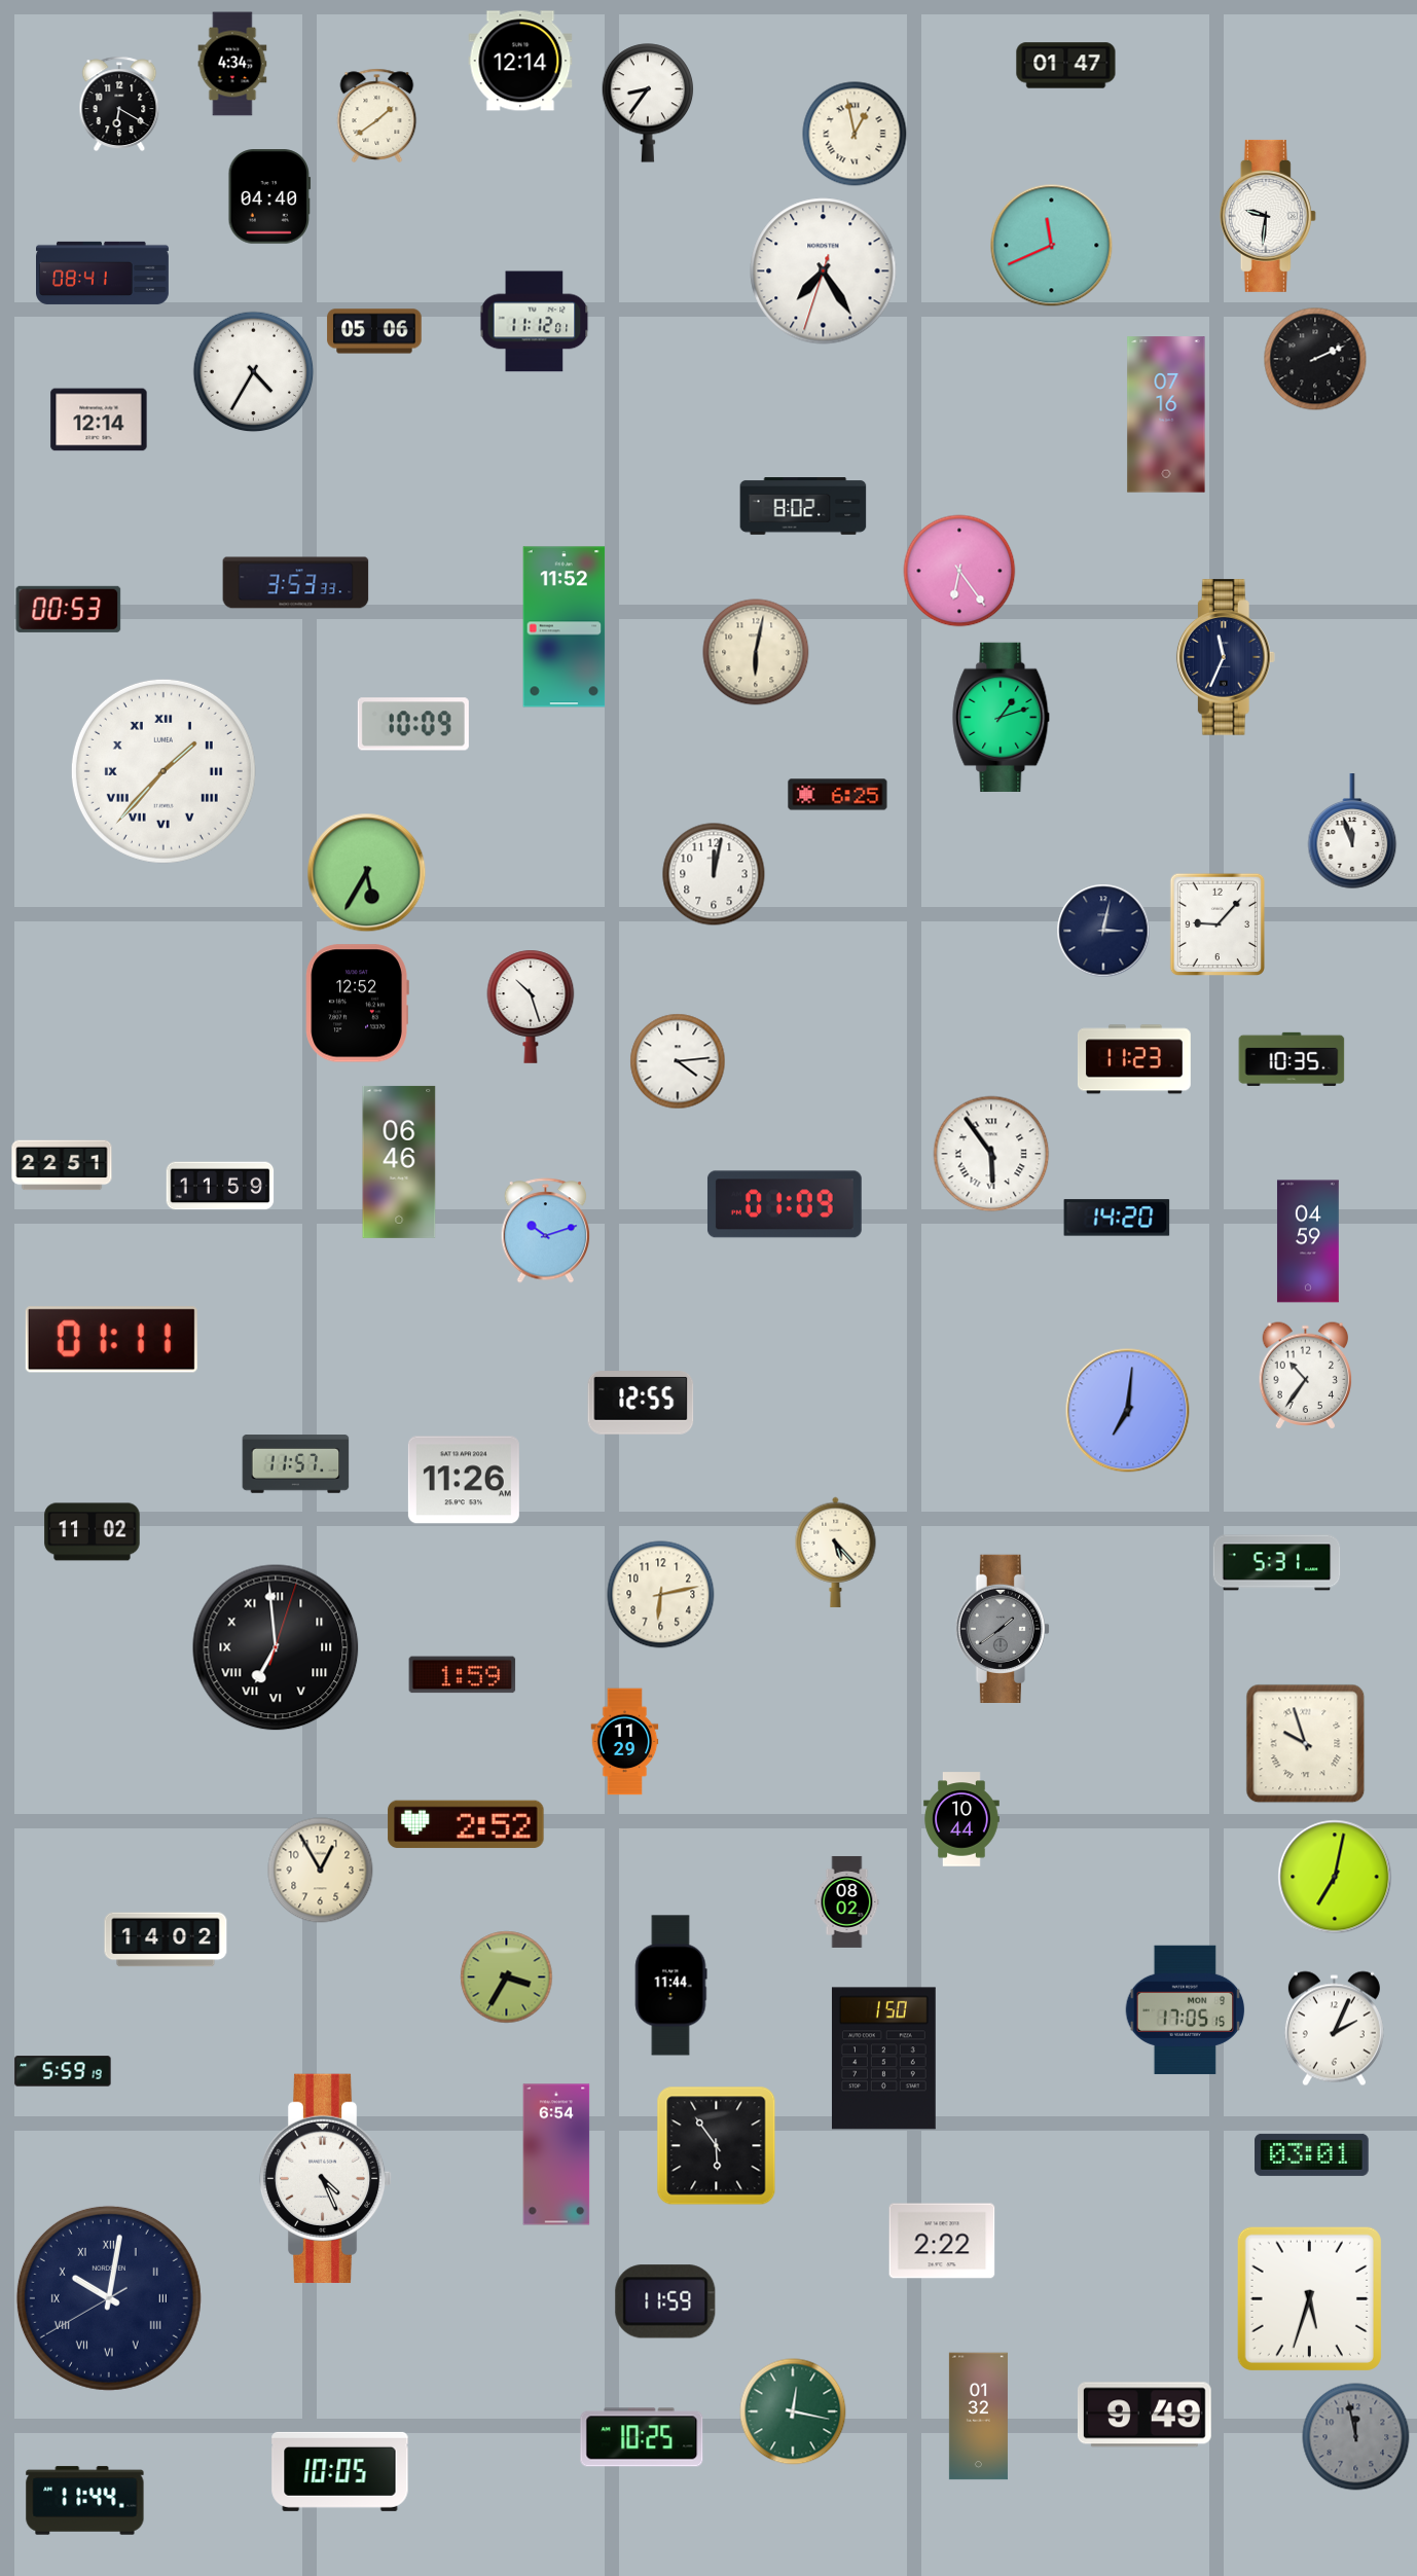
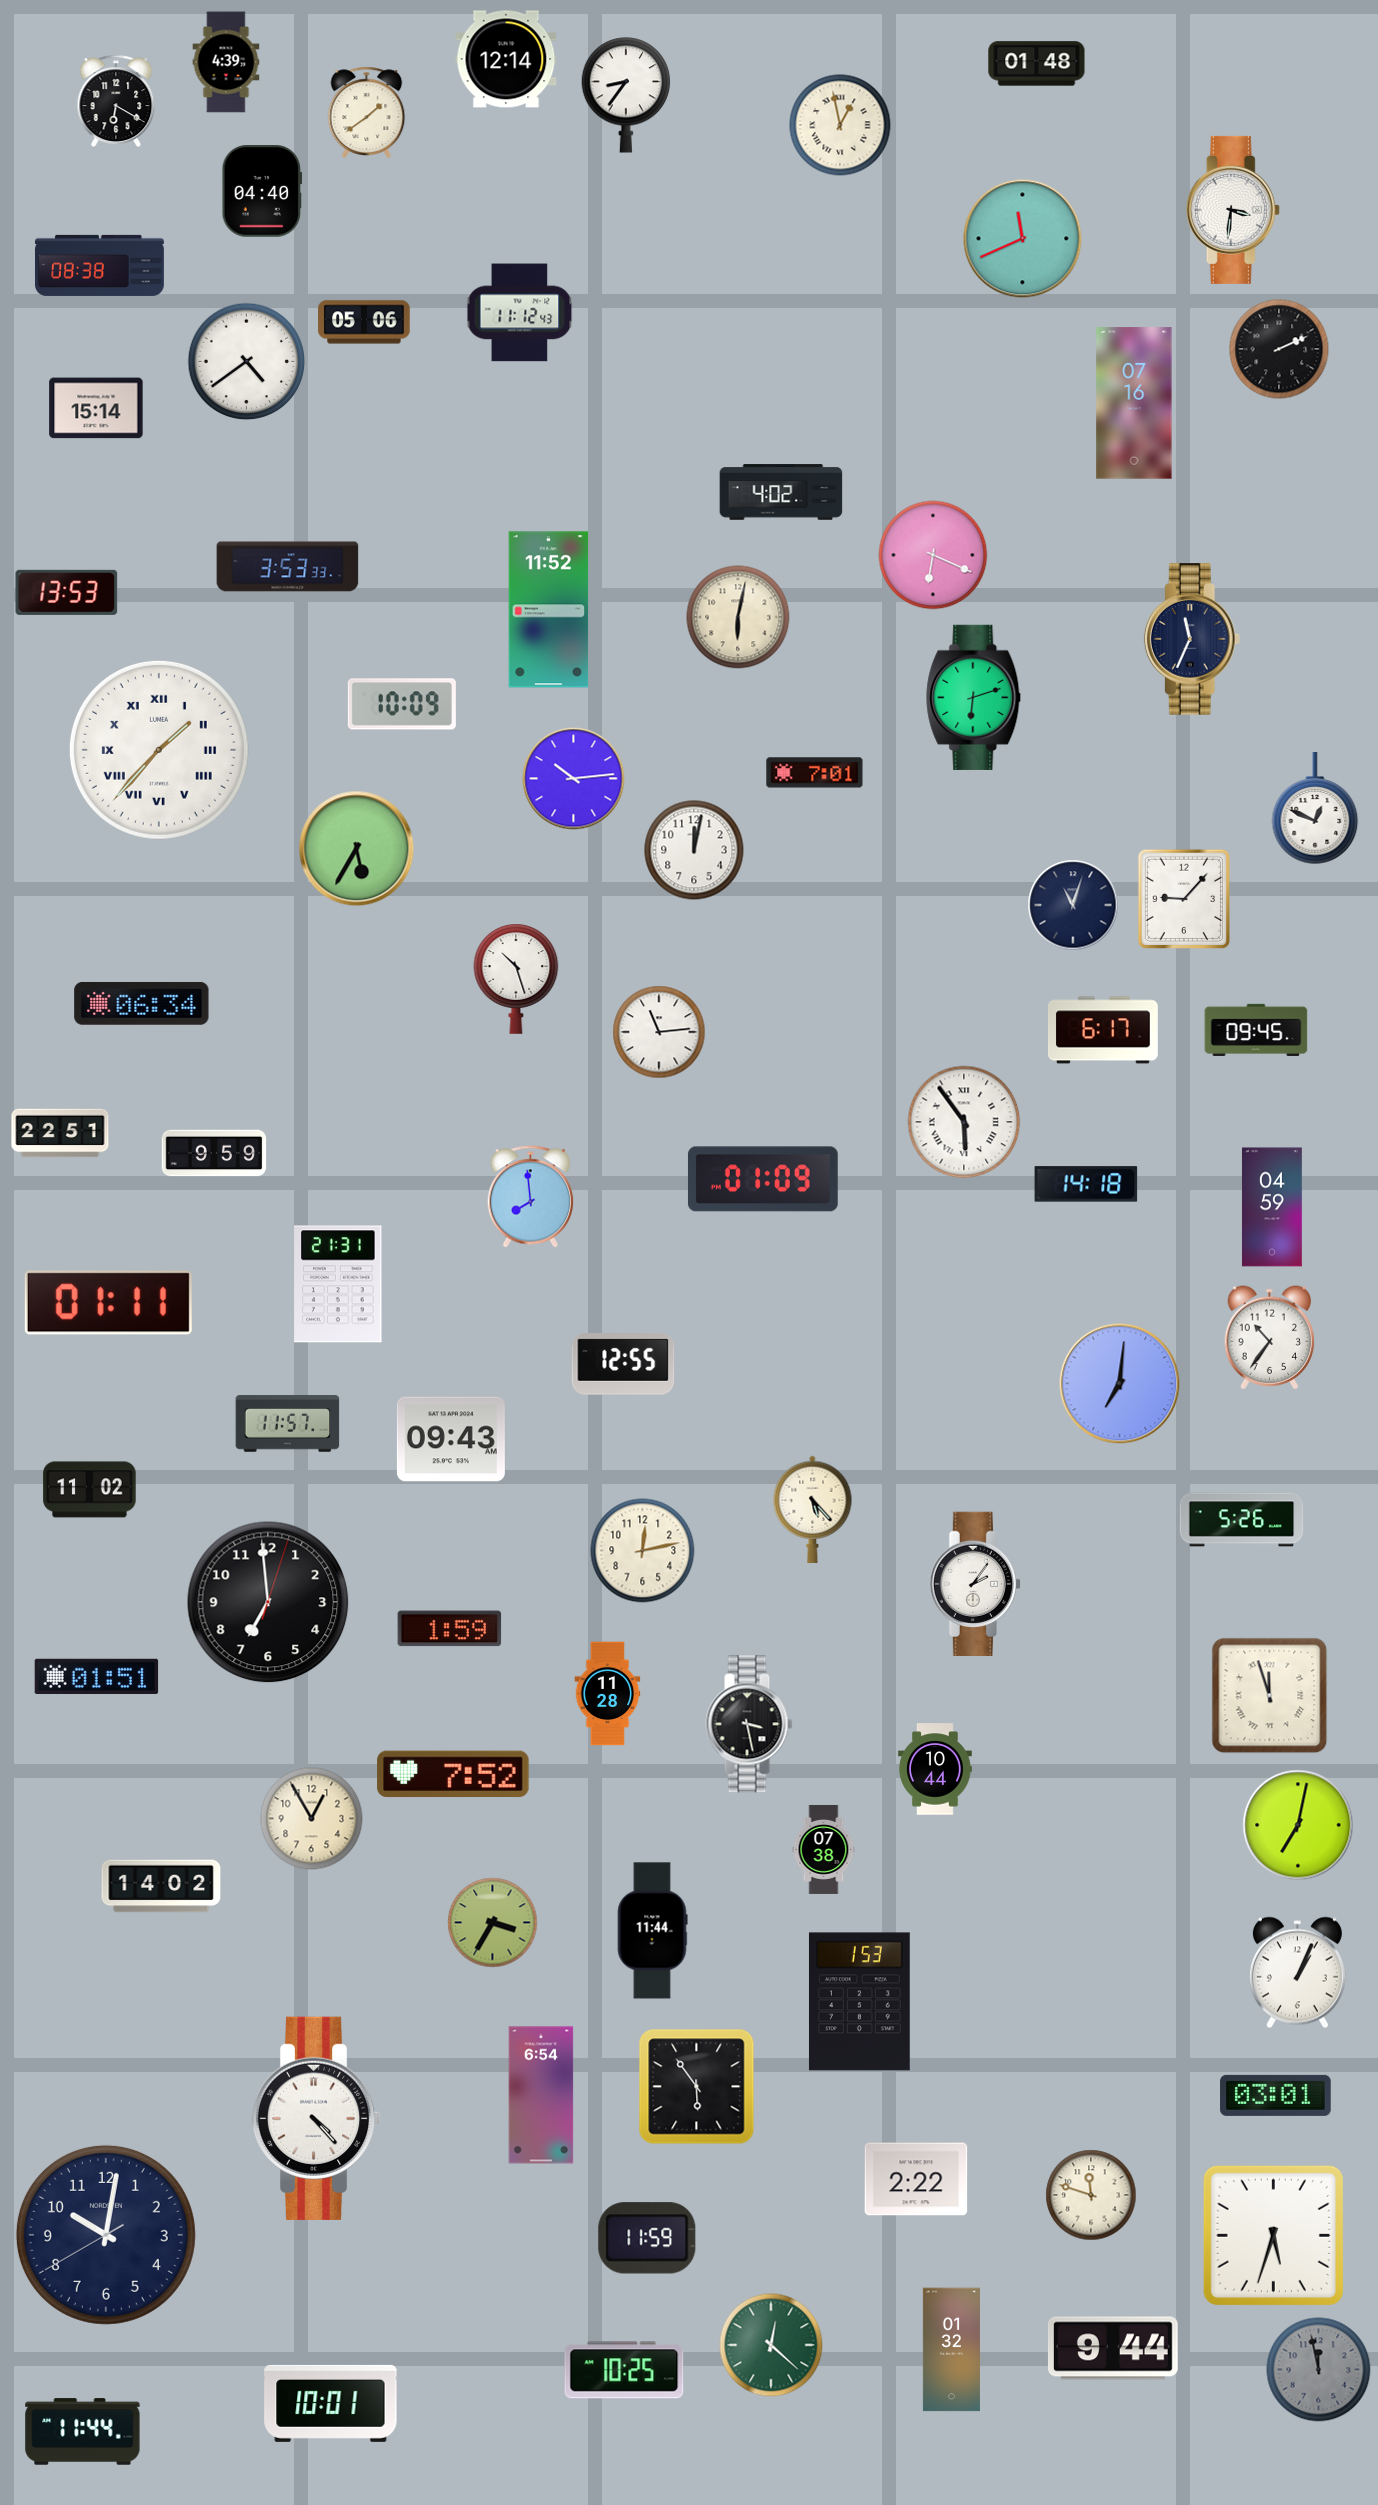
clock at (232, 64): 4:34 -> 4:39
clock at (1066, 66): 01:47 -> 01:48
clock at (648, 103) position: (648, 103) -> (626, 95)
clock at (855, 134) position: (855, 134) -> (840, 125)
clock at (1268, 216): 9:31 -> 3:31
clock at (824, 271): 7:24 -> none
clock at (103, 273): 08:41 -> 08:38
clock at (535, 322): 11:12:01 -> 11:12:43
clock at (254, 372): 4:35 -> 4:39
clock at (99, 420): 12:14 -> 15:14
clock at (803, 506): 8:02 -> 4:02
clock at (959, 571): 6:24 -> 6:19
clock at (69, 609): 00:53 -> 13:53
clock at (756, 652) position: (756, 652) -> (738, 617)
clock at (1002, 717): 1:12 -> 6:12
clock at (838, 795): 6:25 -> 7:01
clock at (574, 779): none -> 10:14
clock at (1352, 832): 11:57 -> 12:49
clock at (1103, 931): 3:02 -> 11:03
clock at (357, 1004): 12:52 -> none
clock at (142, 1003): none -> 06:34
clock at (1134, 1059): 11:23 -> 6:17
clock at (1292, 1059): 10:35 -> 09:45
clock at (678, 1061): 4:14 -> 11:14
clock at (399, 1162): 06:46 -> none
clock at (220, 1186): 11:59 -> 9:59
clock at (785, 1204) position: (785, 1204) -> (763, 1179)
clock at (1117, 1218): 14:20 -> 14:18
clock at (546, 1231): 10:12 -> 7:59
clock at (338, 1284): none -> 21:31
clock at (1128, 1411) position: (1128, 1411) -> (1120, 1384)
clock at (464, 1480): 11:26 -> 09:43
clock at (1277, 1563): 5:31 -> 5:26
clock at (661, 1595): 6:13 -> 12:13
clock at (1003, 1628): 1:39 -> 2:06
clock at (1003, 1628) dial: grey -> white
clock at (276, 1647) numerals: Roman -> Arabic
clock at (97, 1676): none -> 01:51
clock at (625, 1742): 11:29 -> 11:28
clock at (1306, 1744): 9:57 -> 11:57
clock at (749, 1724): none -> 3:28
clock at (466, 1824): 2:52 -> 7:52
clock at (847, 1901): 08:02 -> 07:38
clock at (1186, 2009): 17:05 -> none
clock at (1334, 2029): 2:04 -> 1:04
clock at (883, 2059): 1:50 -> 1:53
clock at (63, 2071): 5:59 -> none
clock at (326, 2178): 4:26 -> 4:23
clock at (1091, 2195): none -> 11:48
clock at (109, 2298) numerals: Roman -> Arabic
clock at (793, 2411): 12:17 -> 12:22
clock at (1145, 2415): 9:49 -> 9:44
clock at (340, 2471): 10:05 -> 10:01
